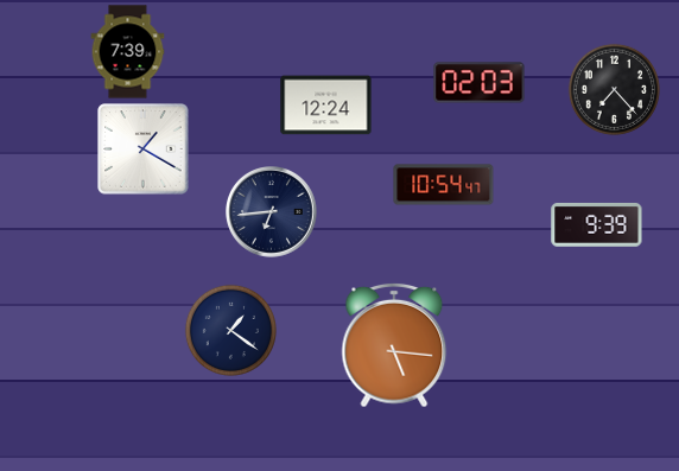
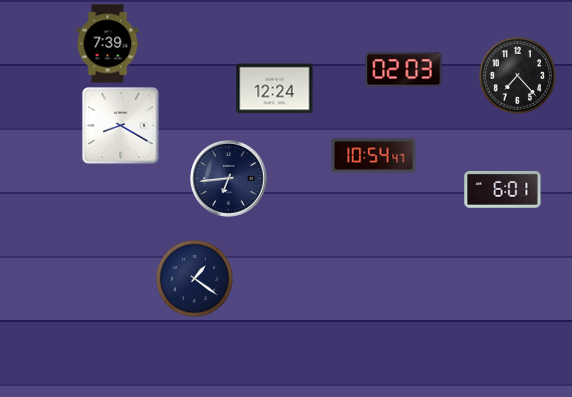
clock at (144, 149): 1:20 -> 8:20
clock at (597, 224): 9:39 -> 6:01
clock at (394, 345): 5:16 -> none
